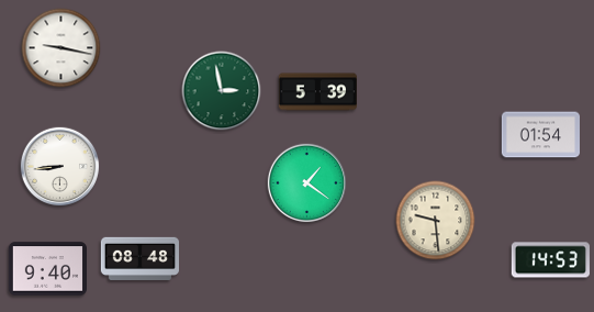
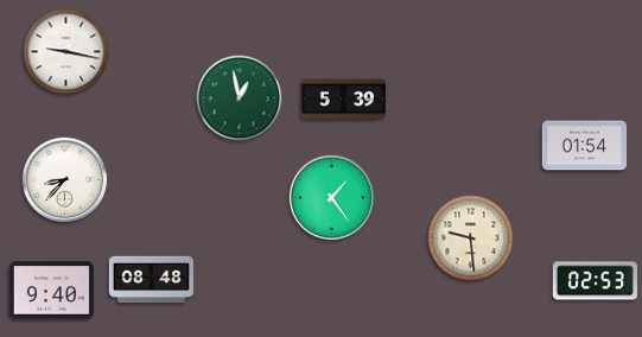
clock at (222, 91): 2:58 -> 12:58
clock at (60, 167): 8:44 -> 8:37
clock at (307, 183): 1:21 -> 1:24
clock at (550, 260): 14:53 -> 02:53
